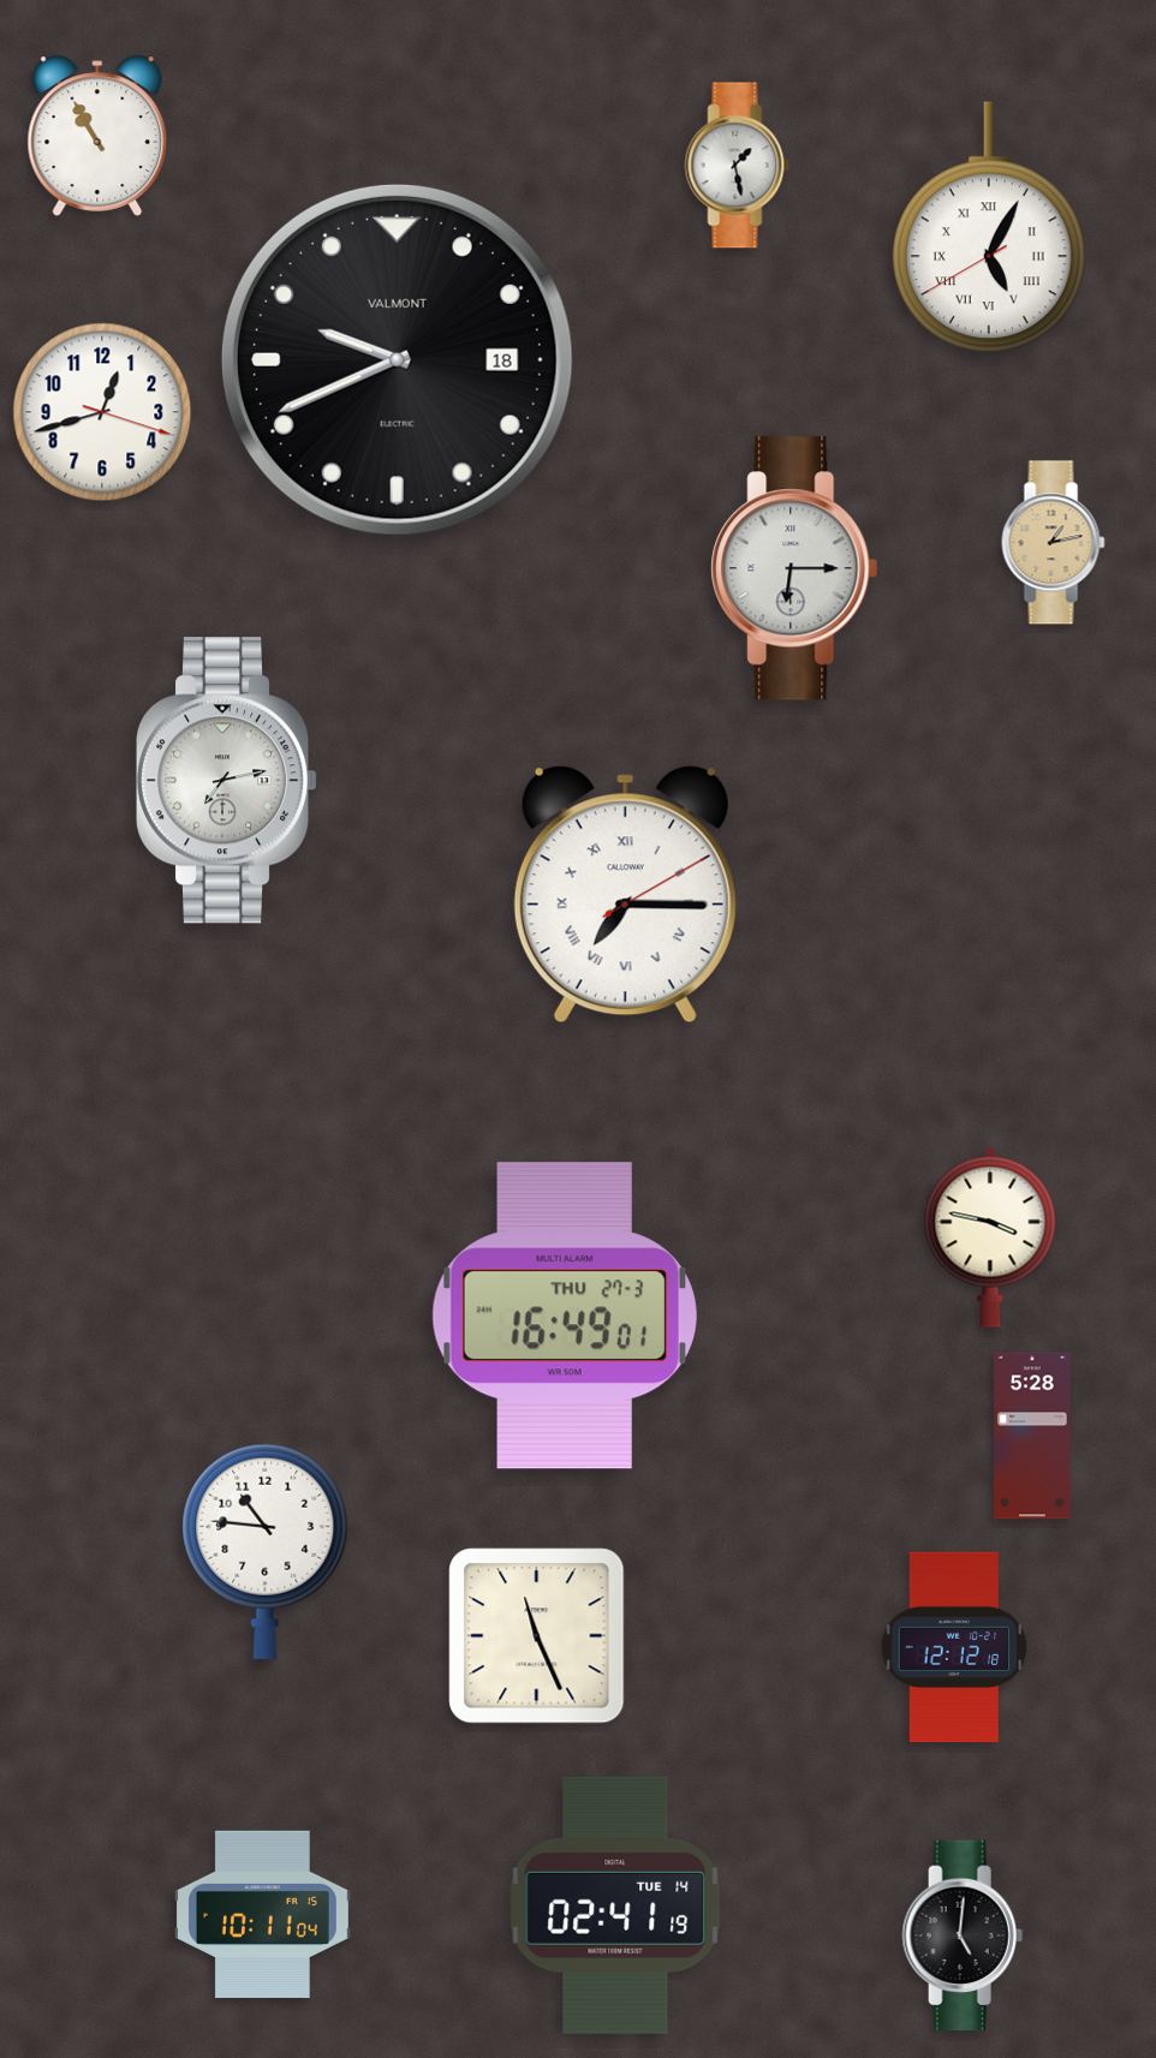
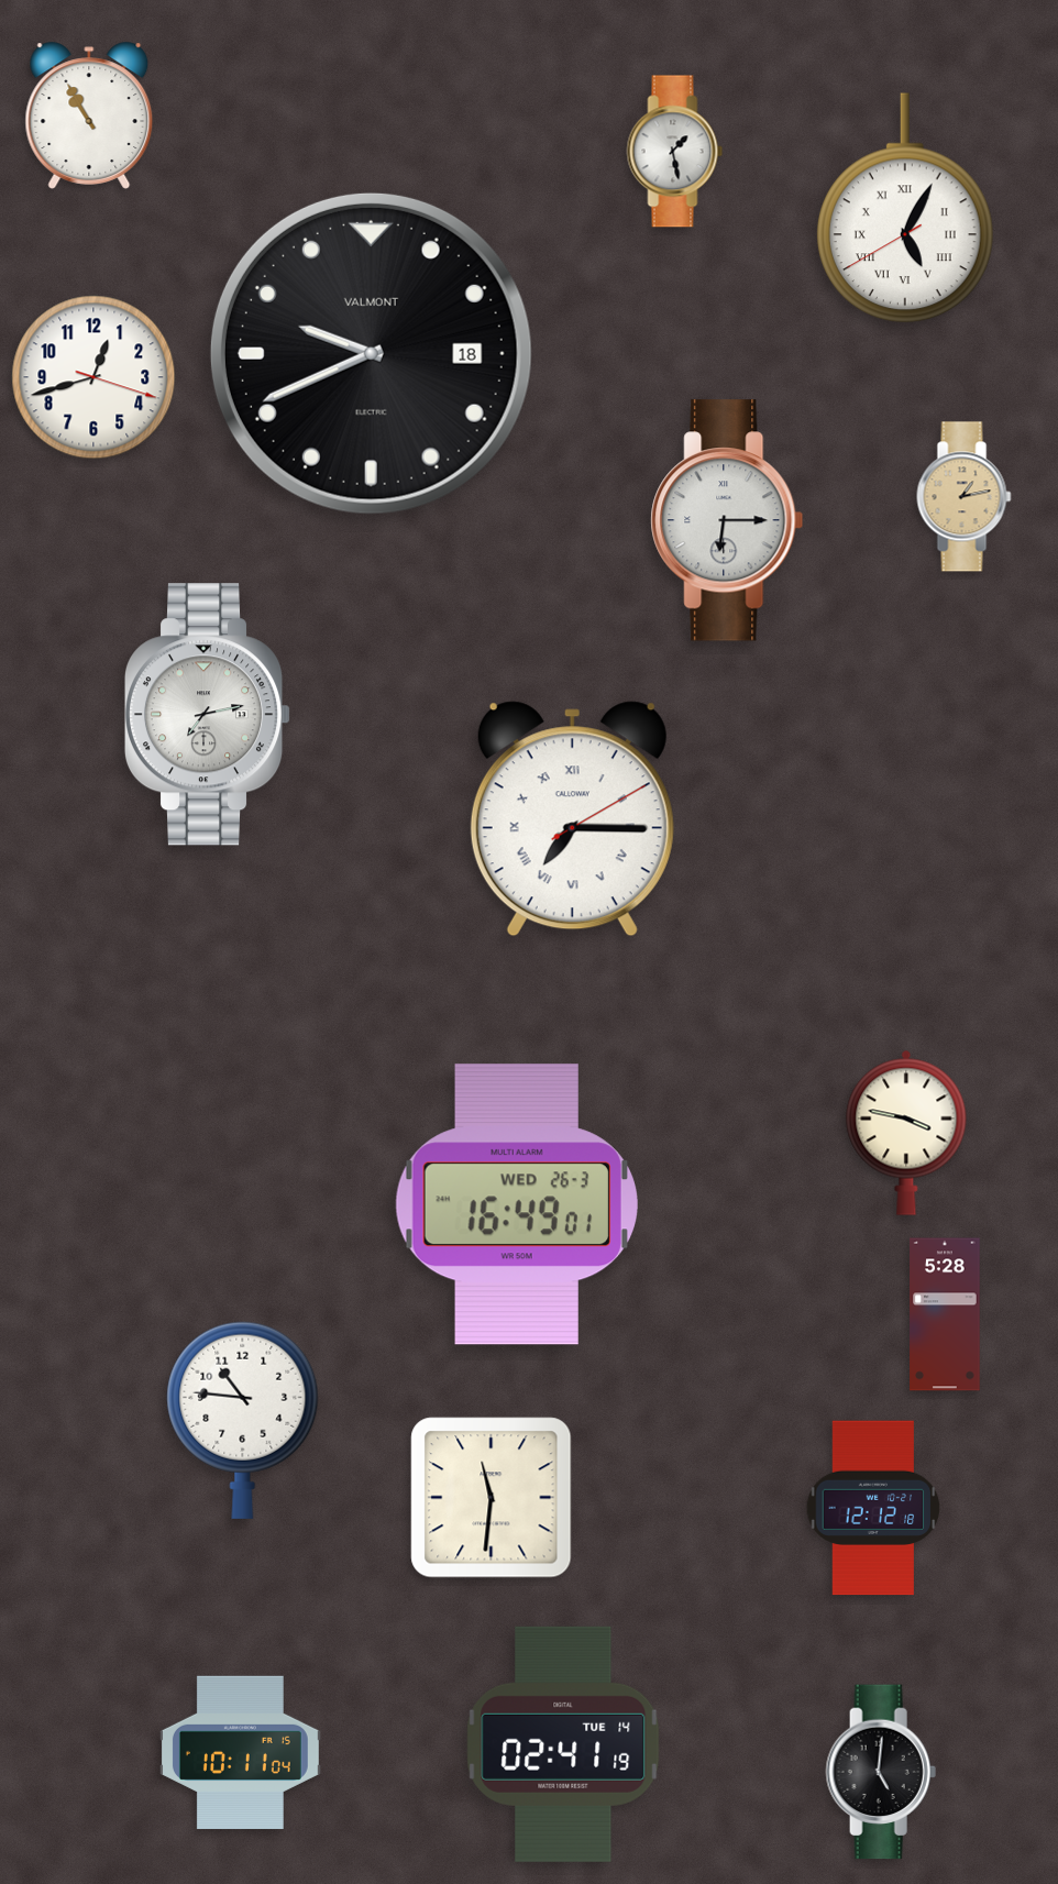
clock at (97, 136) position: (97, 136) -> (89, 115)
clock at (397, 359) position: (397, 359) -> (371, 353)
clock at (565, 1316) date: THU 27-3 -> WED 26-3
clock at (537, 1636): 11:26 -> 11:31
